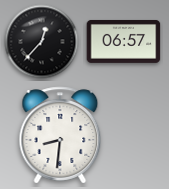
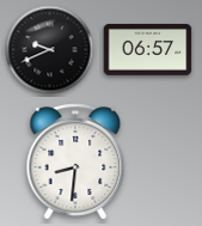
clock at (42, 42): 12:37 -> 9:41
clock at (60, 135) position: (60, 135) -> (75, 161)
